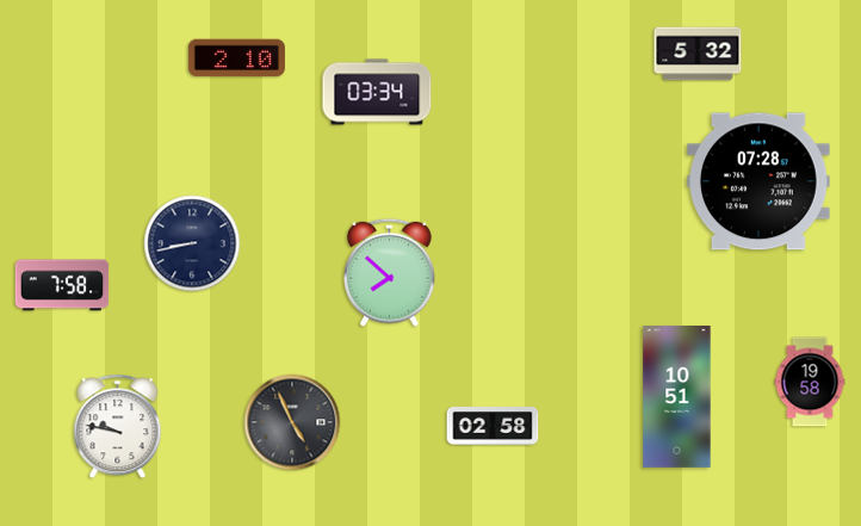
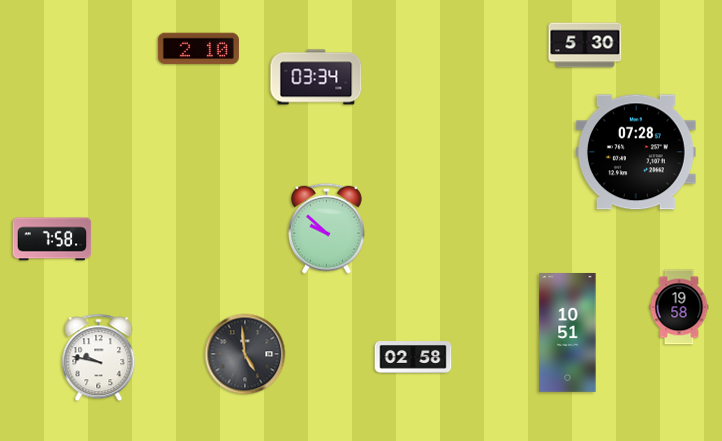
clock at (698, 54): 5:32 -> 5:30
clock at (192, 243): 8:43 -> none
clock at (390, 272): 7:52 -> 9:52
clock at (810, 382) position: (810, 382) -> (679, 307)
clock at (292, 422): 4:56 -> 4:59
